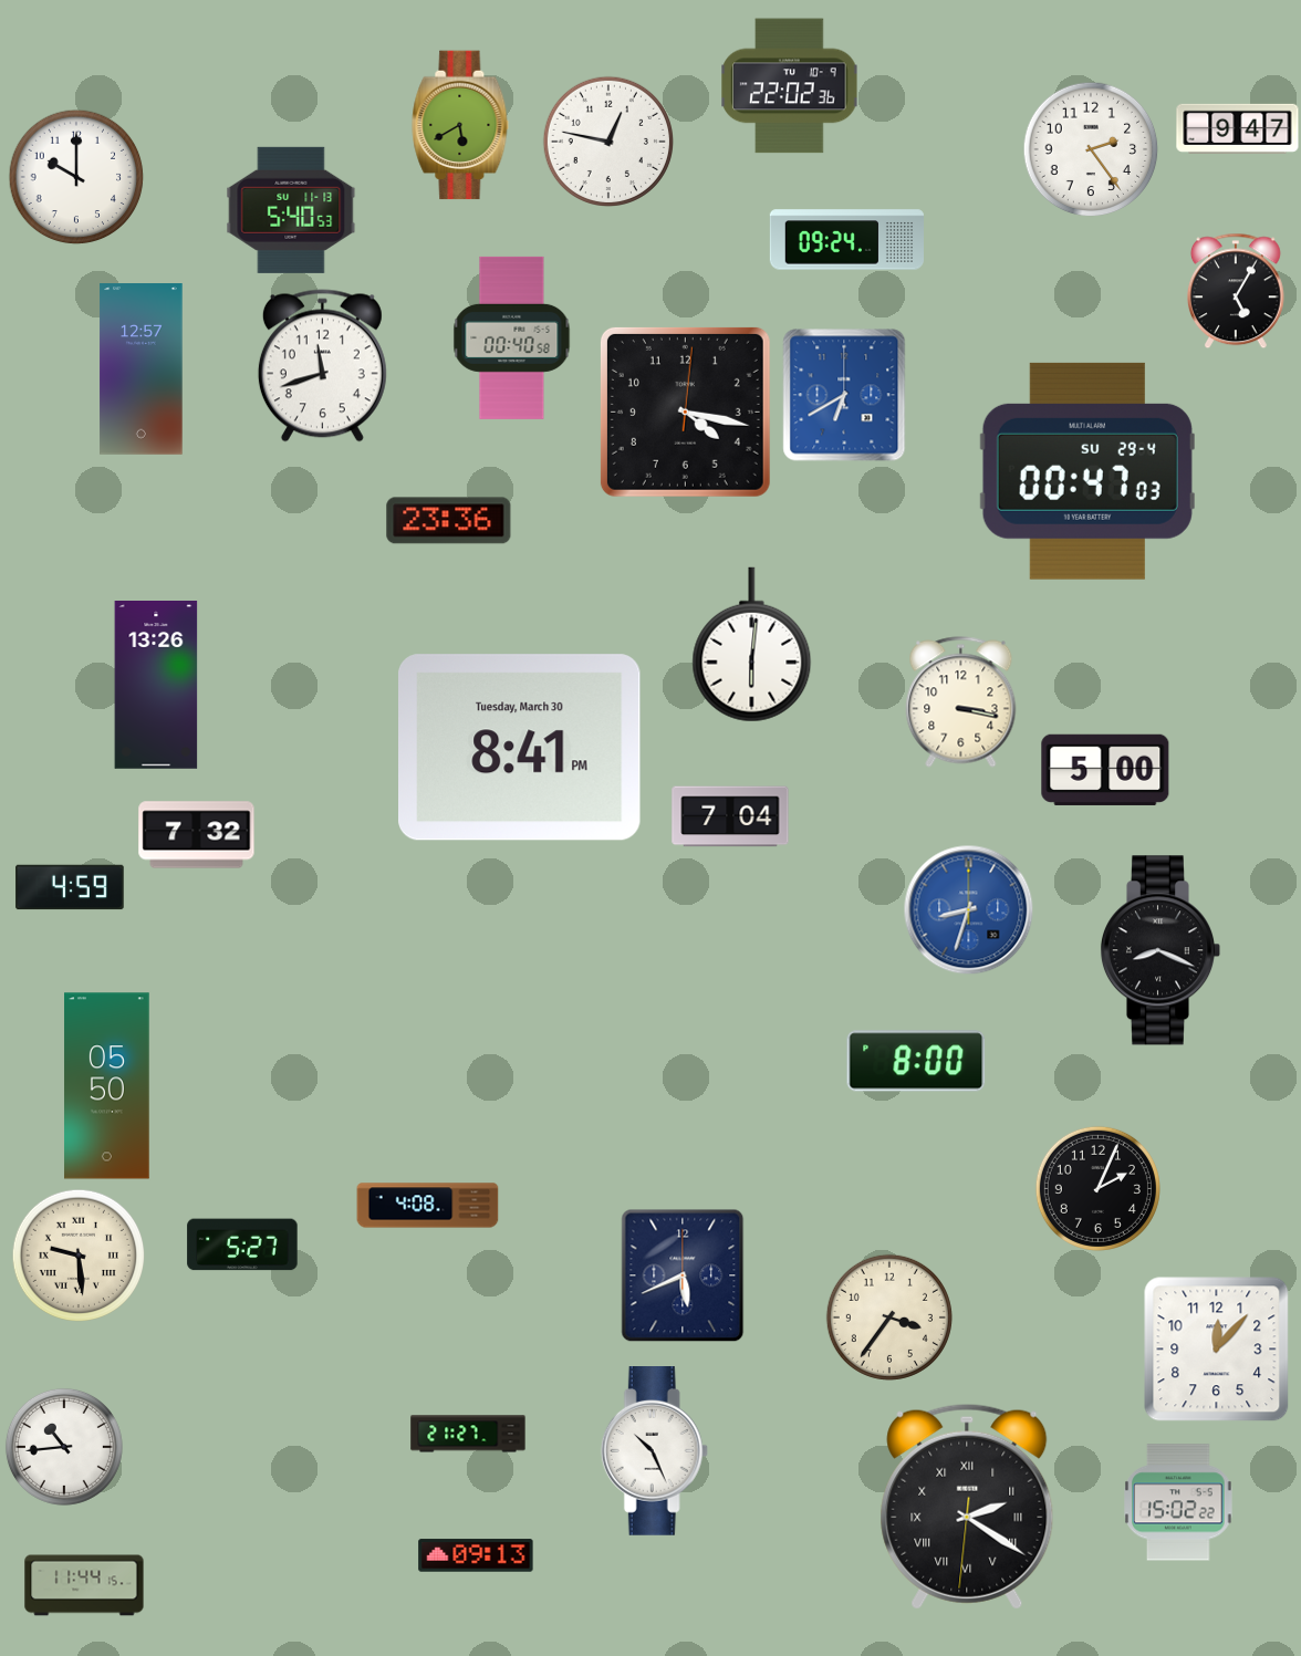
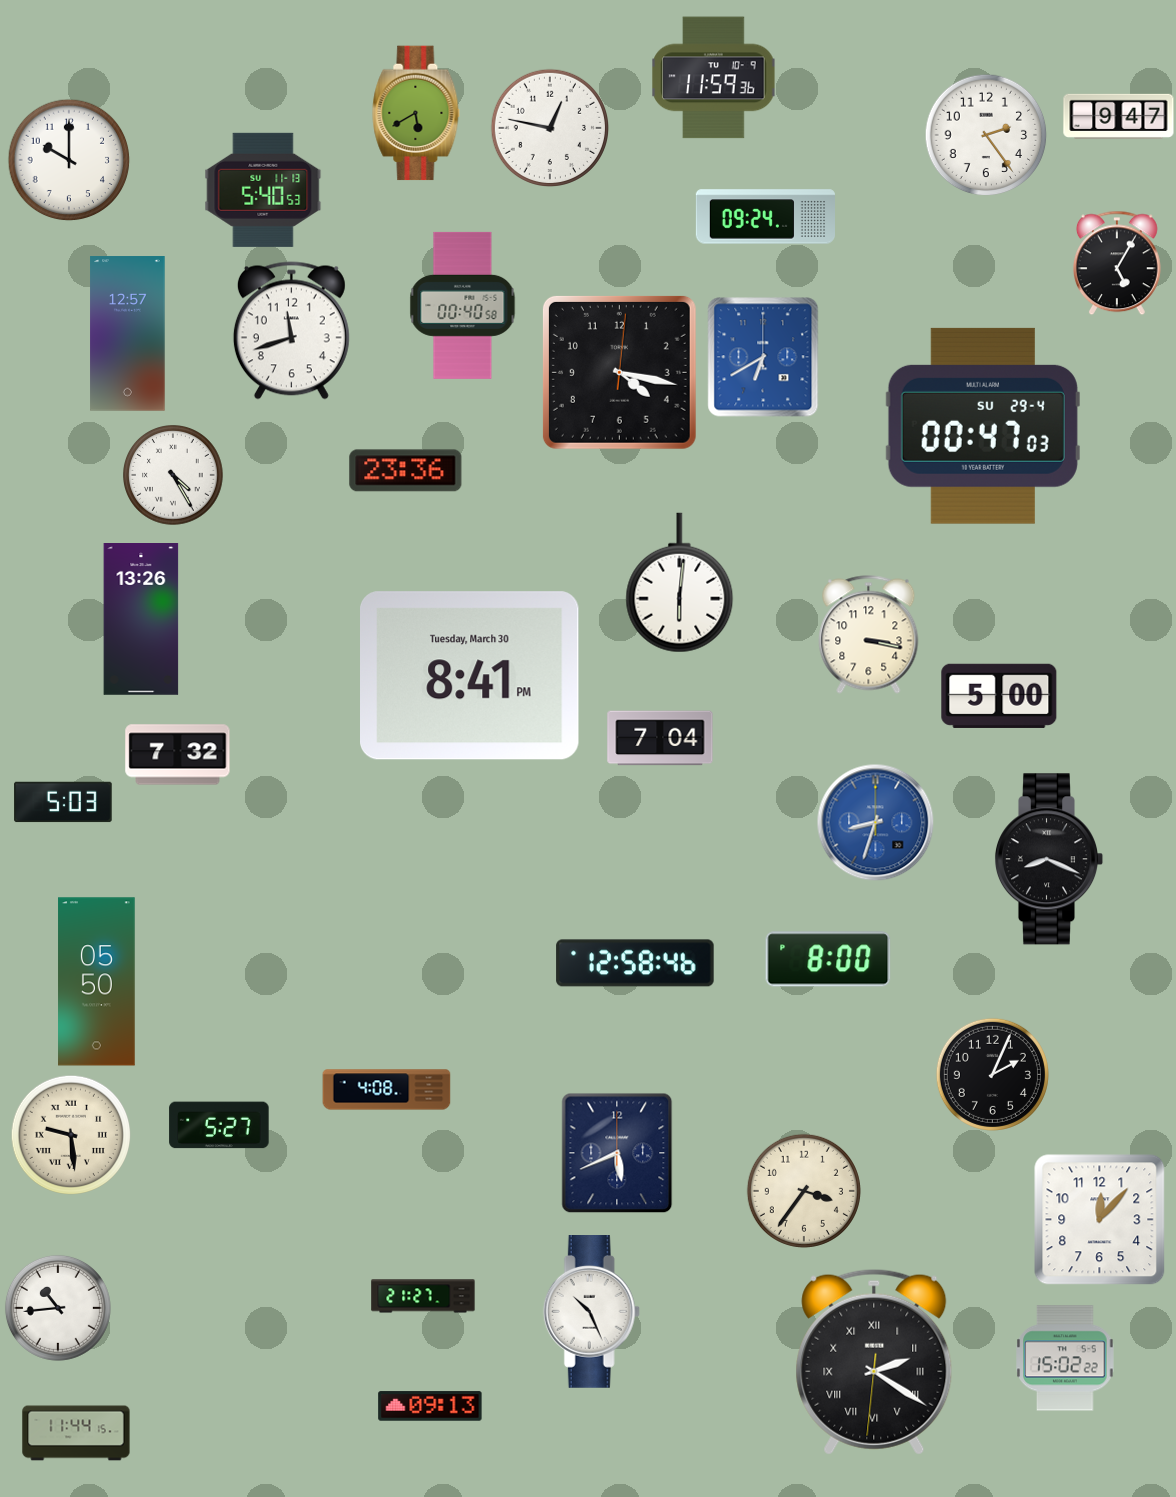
clock at (790, 86): 22:02 -> 11:59
clock at (174, 476): none -> 4:25
clock at (70, 887): 4:59 -> 5:03
clock at (635, 963): none -> 12:58
